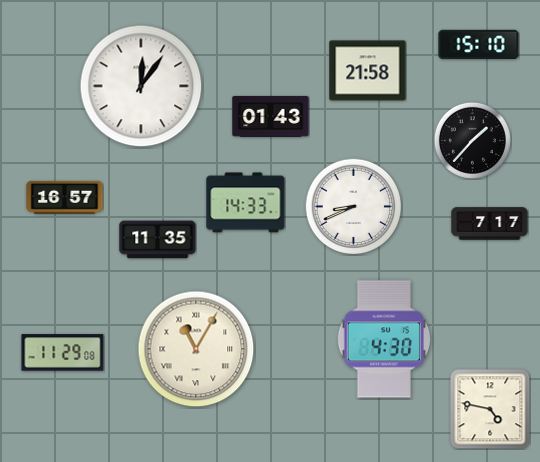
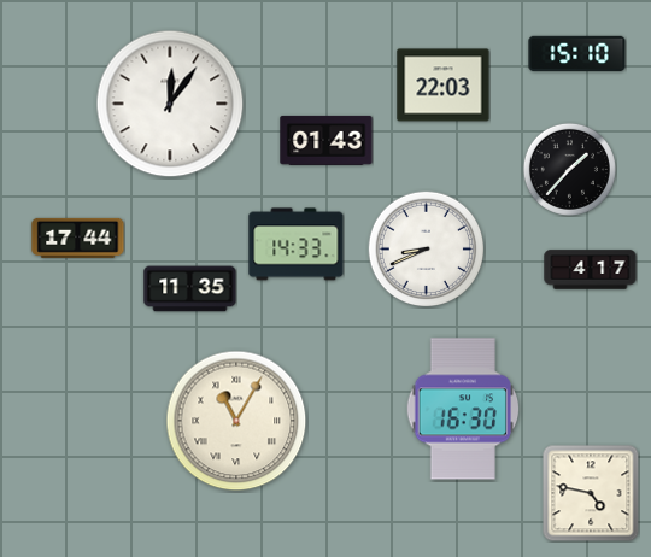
clock at (368, 71): 21:58 -> 22:03
clock at (65, 197): 16:57 -> 17:44
clock at (490, 224): 7:17 -> 4:17
clock at (384, 339): 4:30 -> 16:30
clock at (63, 353): 11:29 -> none
